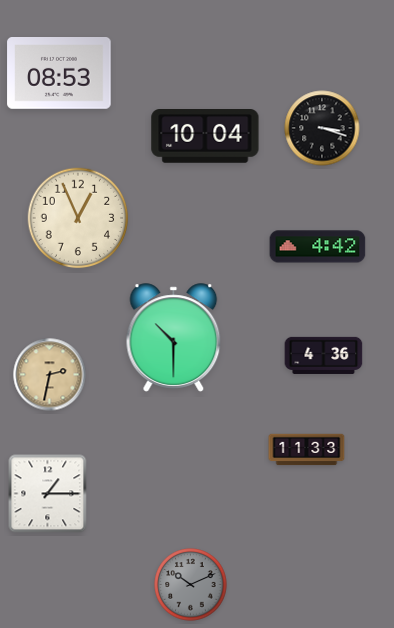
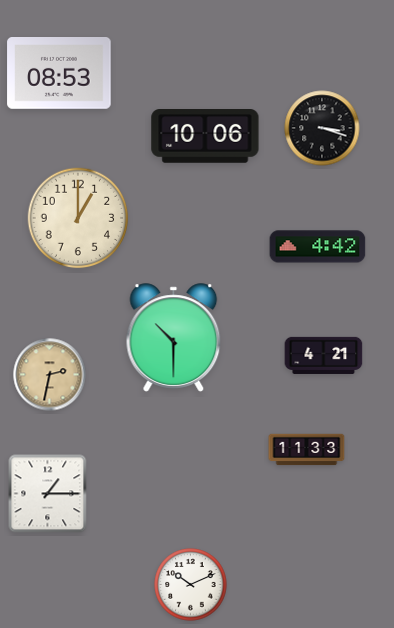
clock at (205, 137): 10:04 -> 10:06
clock at (78, 218): 12:56 -> 1:00
clock at (324, 355): 4:36 -> 4:21
clock at (191, 585) dial: grey -> white
